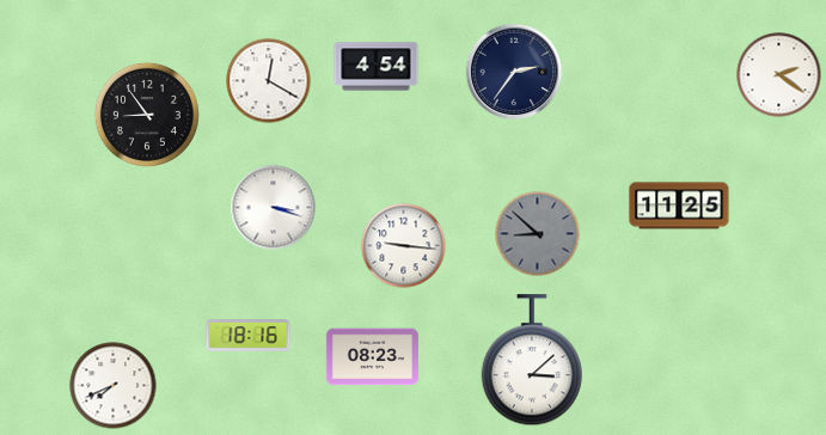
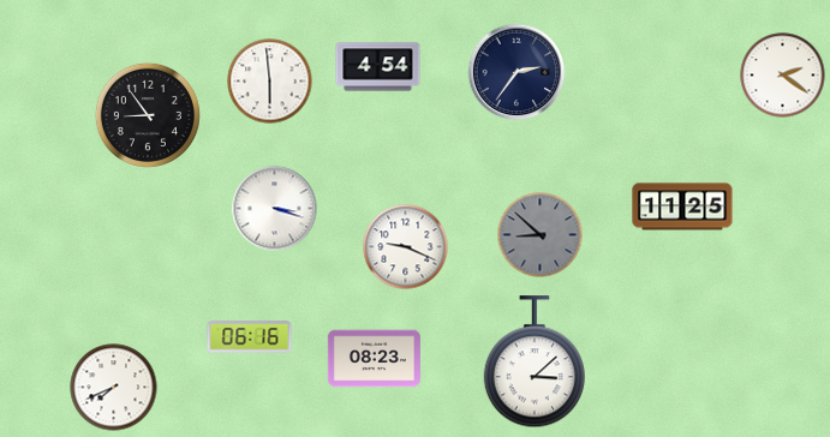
clock at (269, 81): 12:20 -> 5:59
clock at (404, 246): 9:16 -> 9:19
clock at (249, 336): 18:16 -> 06:16
